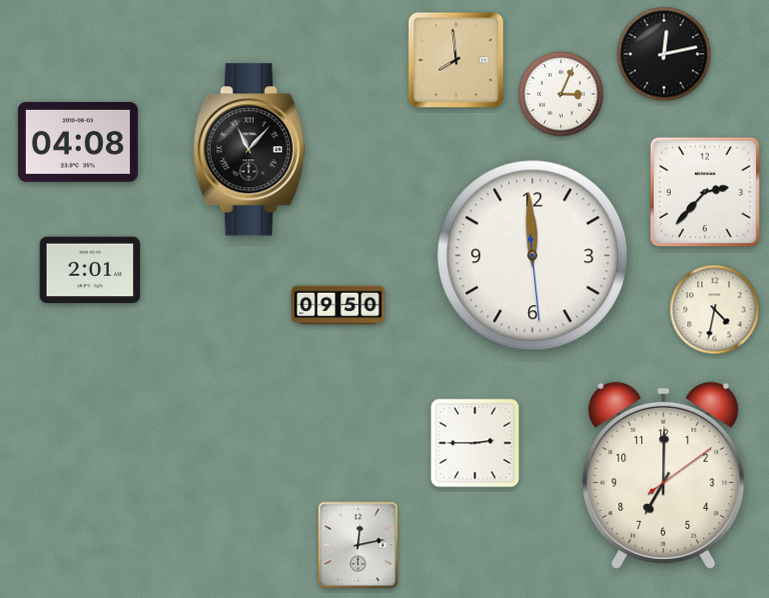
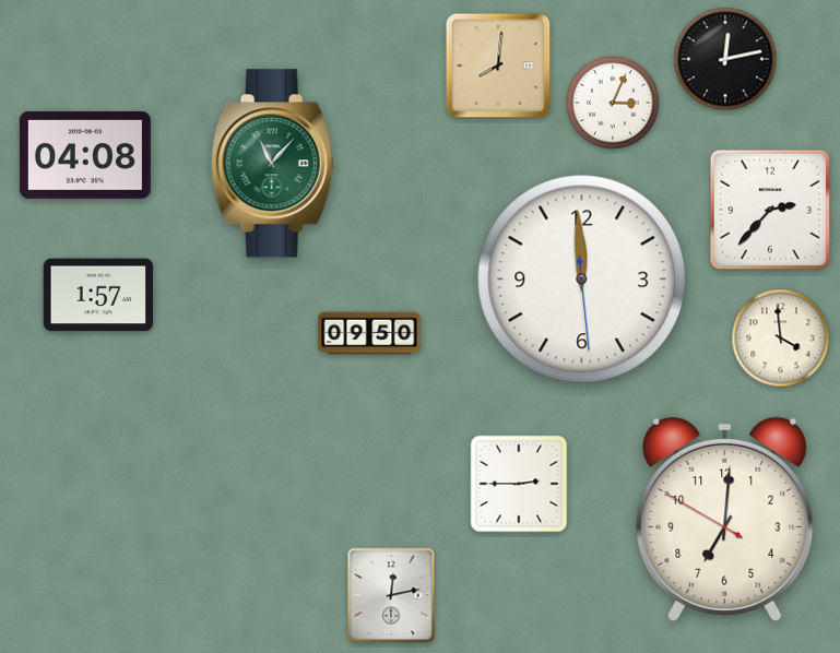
clock at (456, 60): 7:59 -> 8:01
clock at (249, 150) dial: black -> green
clock at (90, 270): 2:01 -> 1:57
clock at (715, 310): 4:32 -> 3:59
clock at (664, 475): 7:00:09 -> 7:00:50
